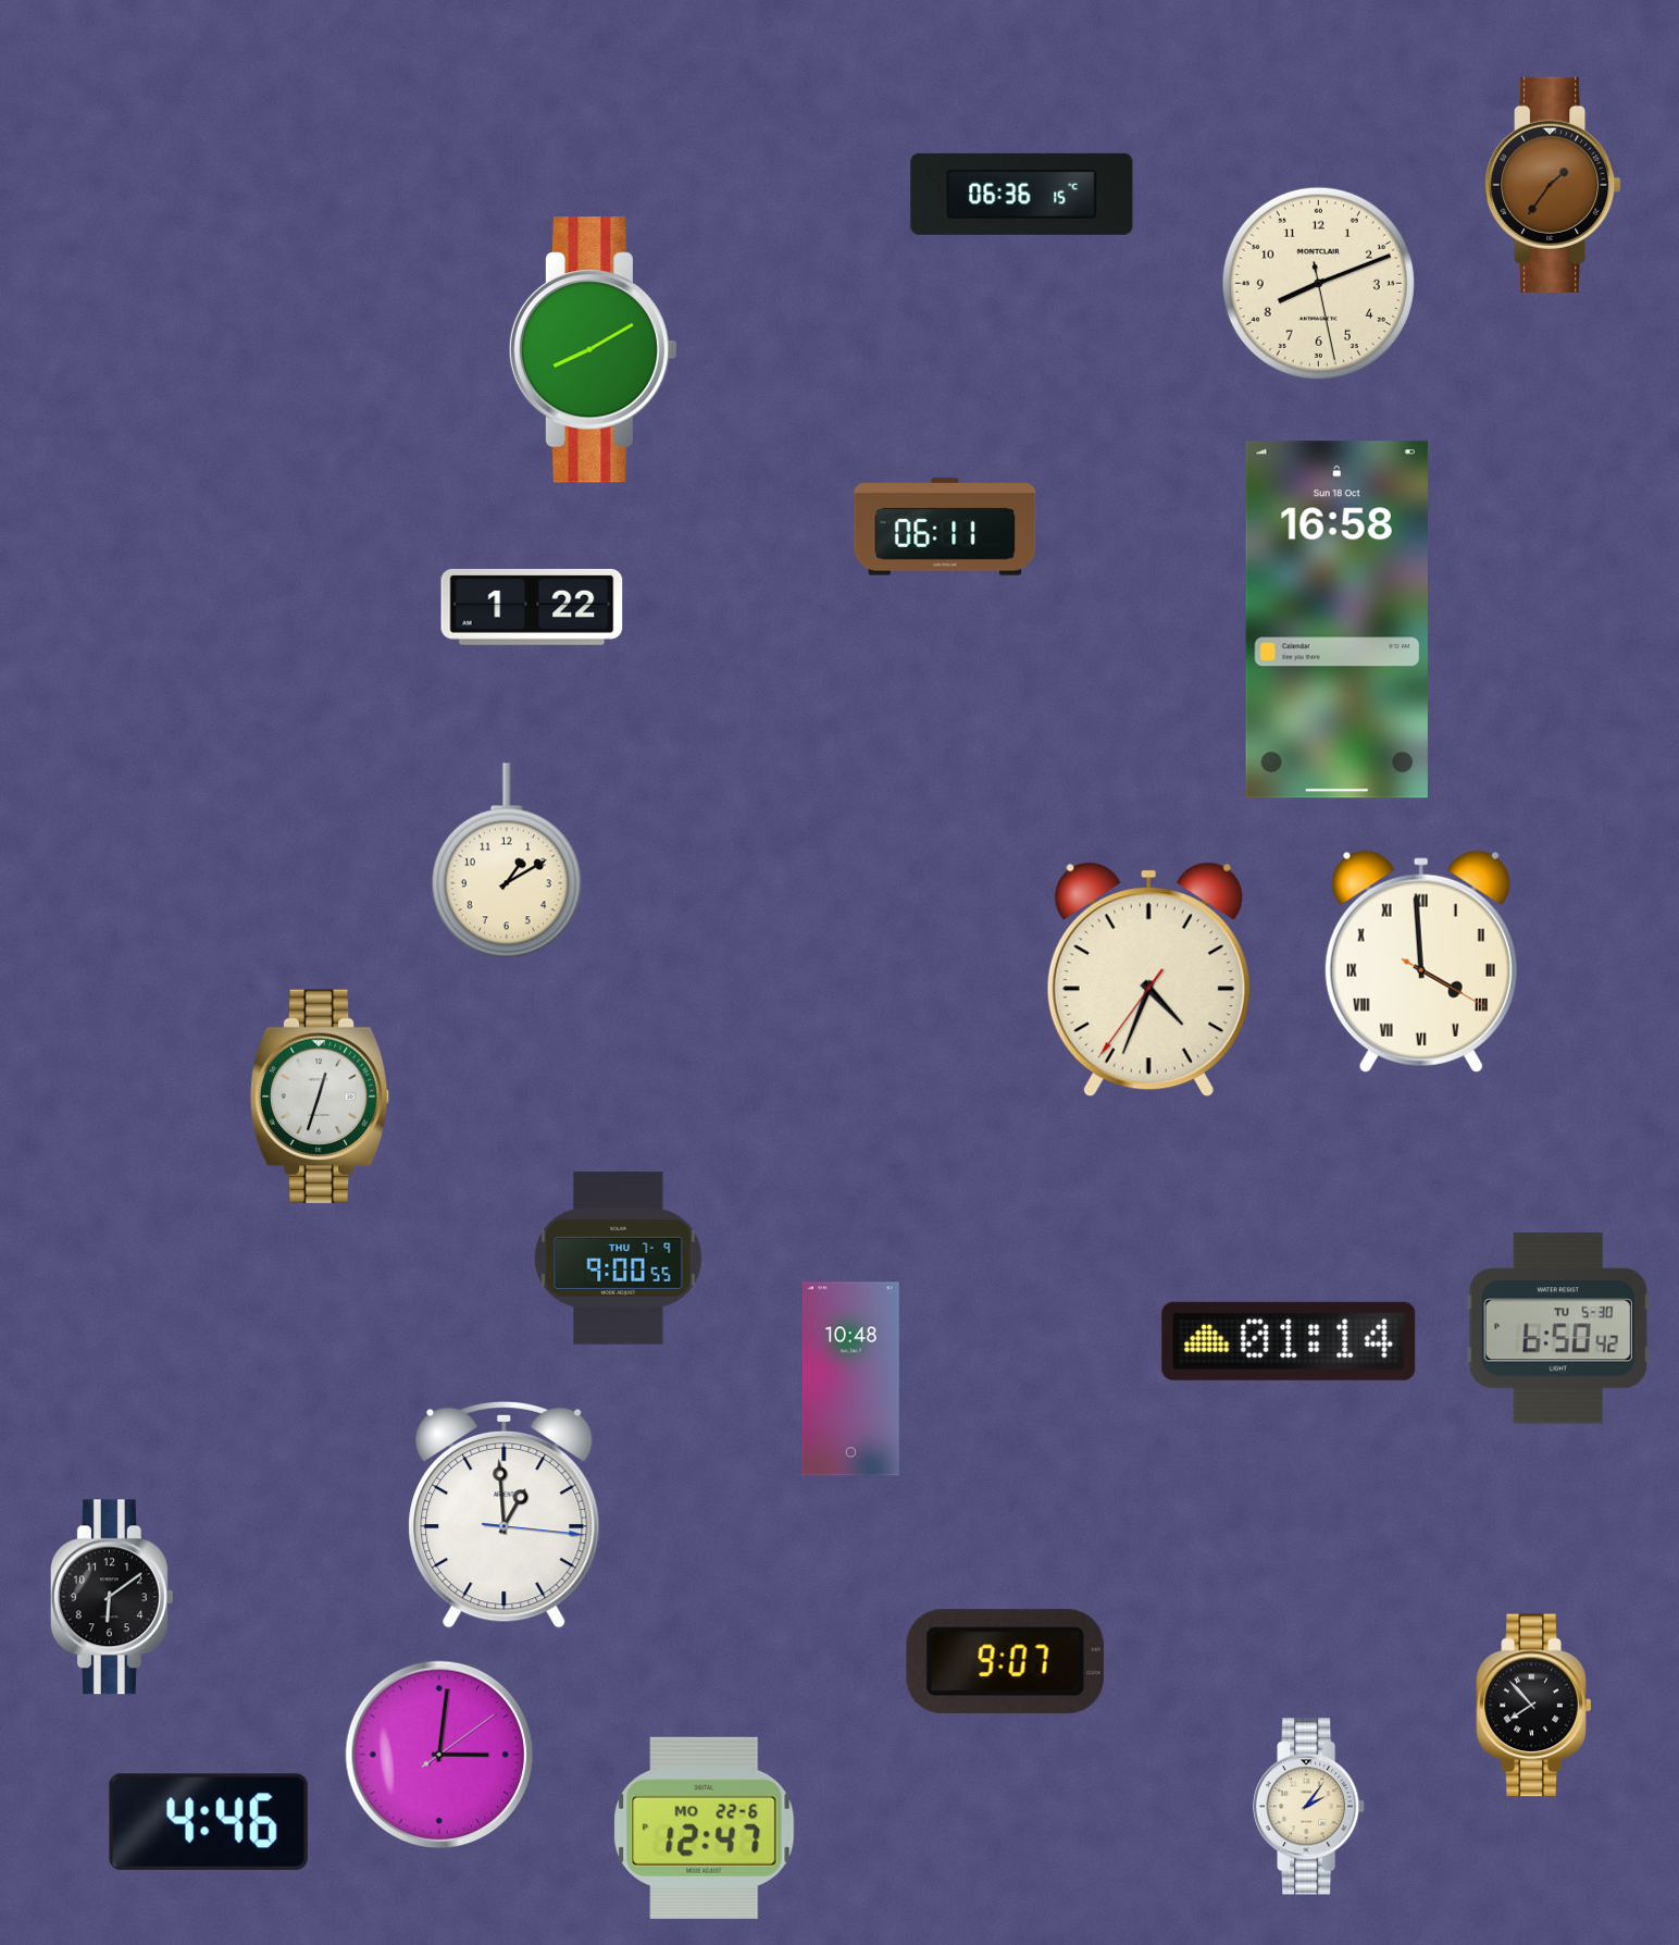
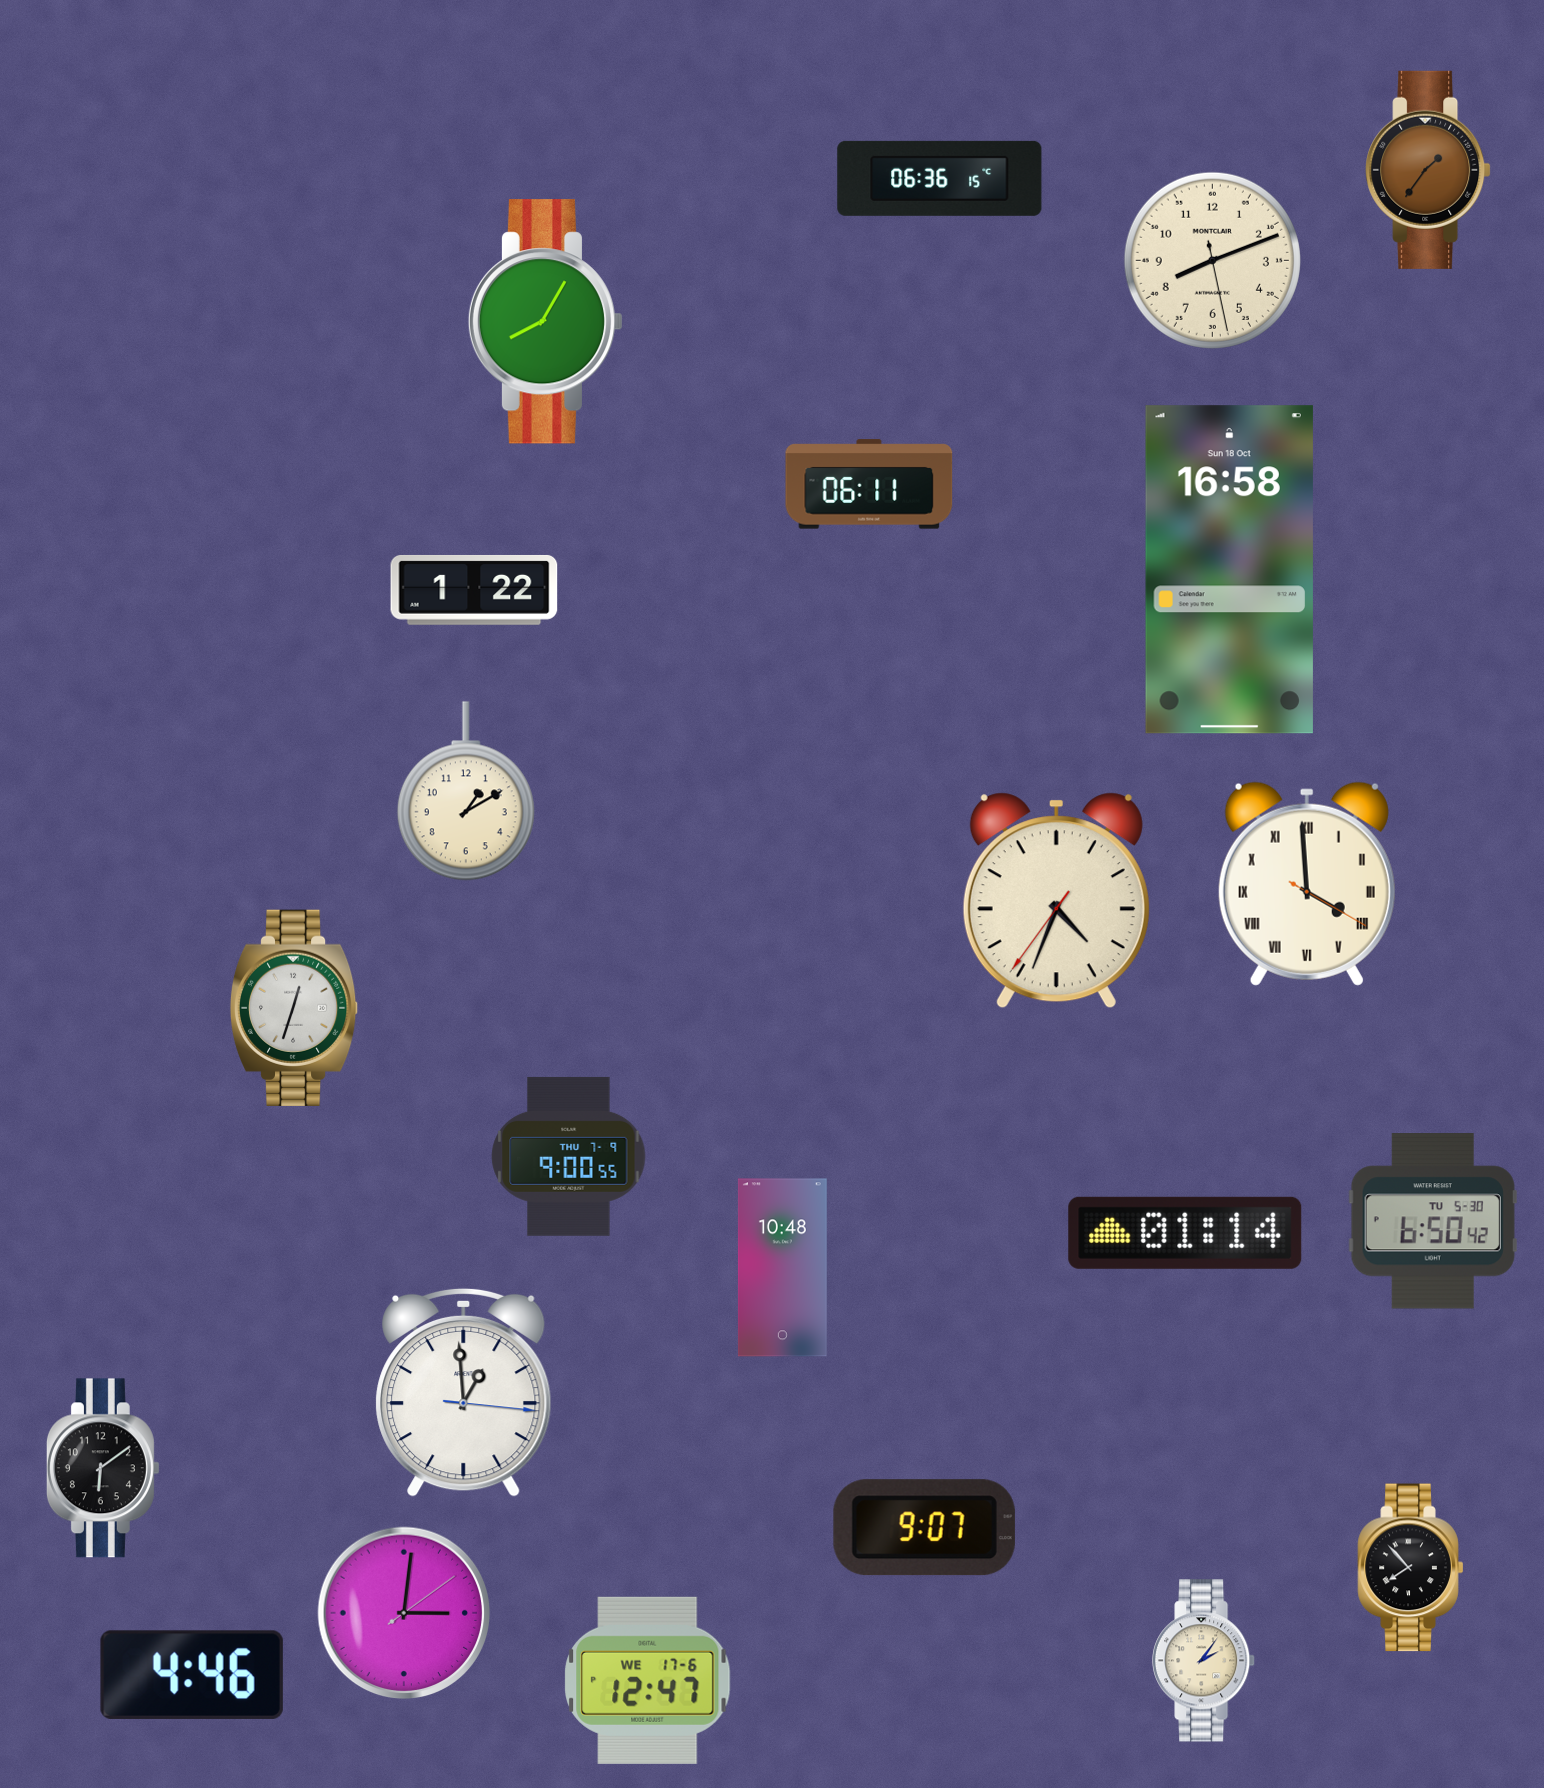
clock at (594, 350): 8:10 -> 8:05
clock at (532, 607) position: (532, 607) -> (474, 590)
clock at (705, 1828) date: MO 22-6 -> WE 17-6
